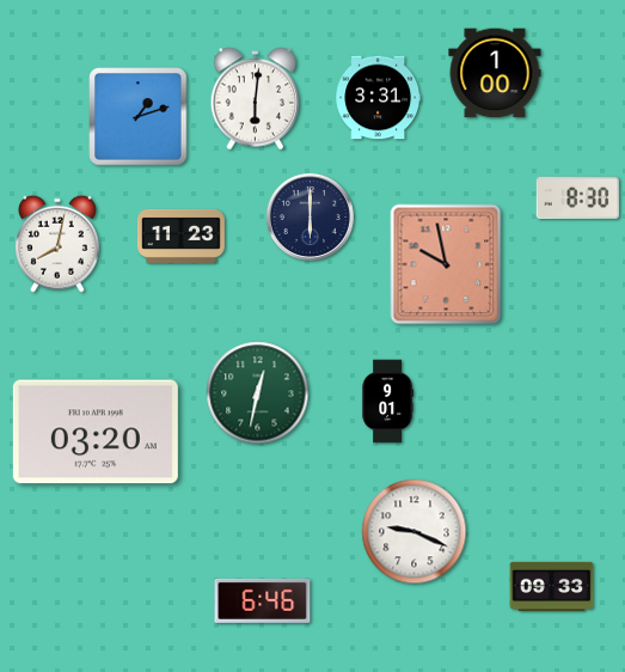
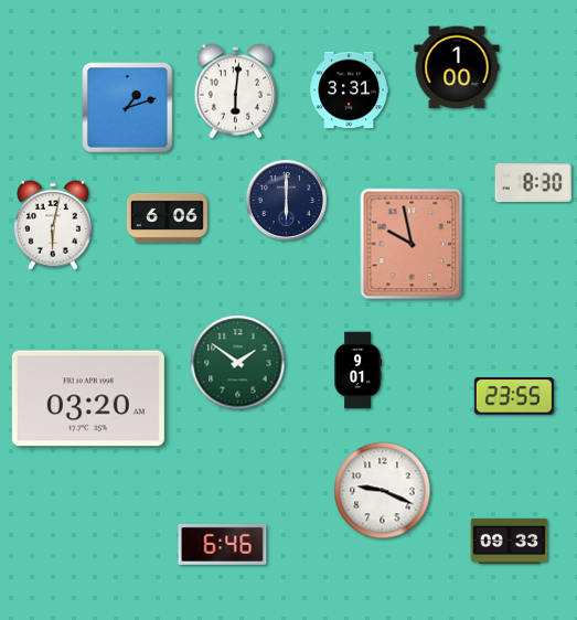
clock at (180, 236): 11:23 -> 6:06
clock at (59, 244): 8:02 -> 6:02
clock at (258, 393): 12:32 -> 1:51
clock at (514, 396): none -> 23:55
clock at (263, 600) position: (263, 600) -> (223, 544)
